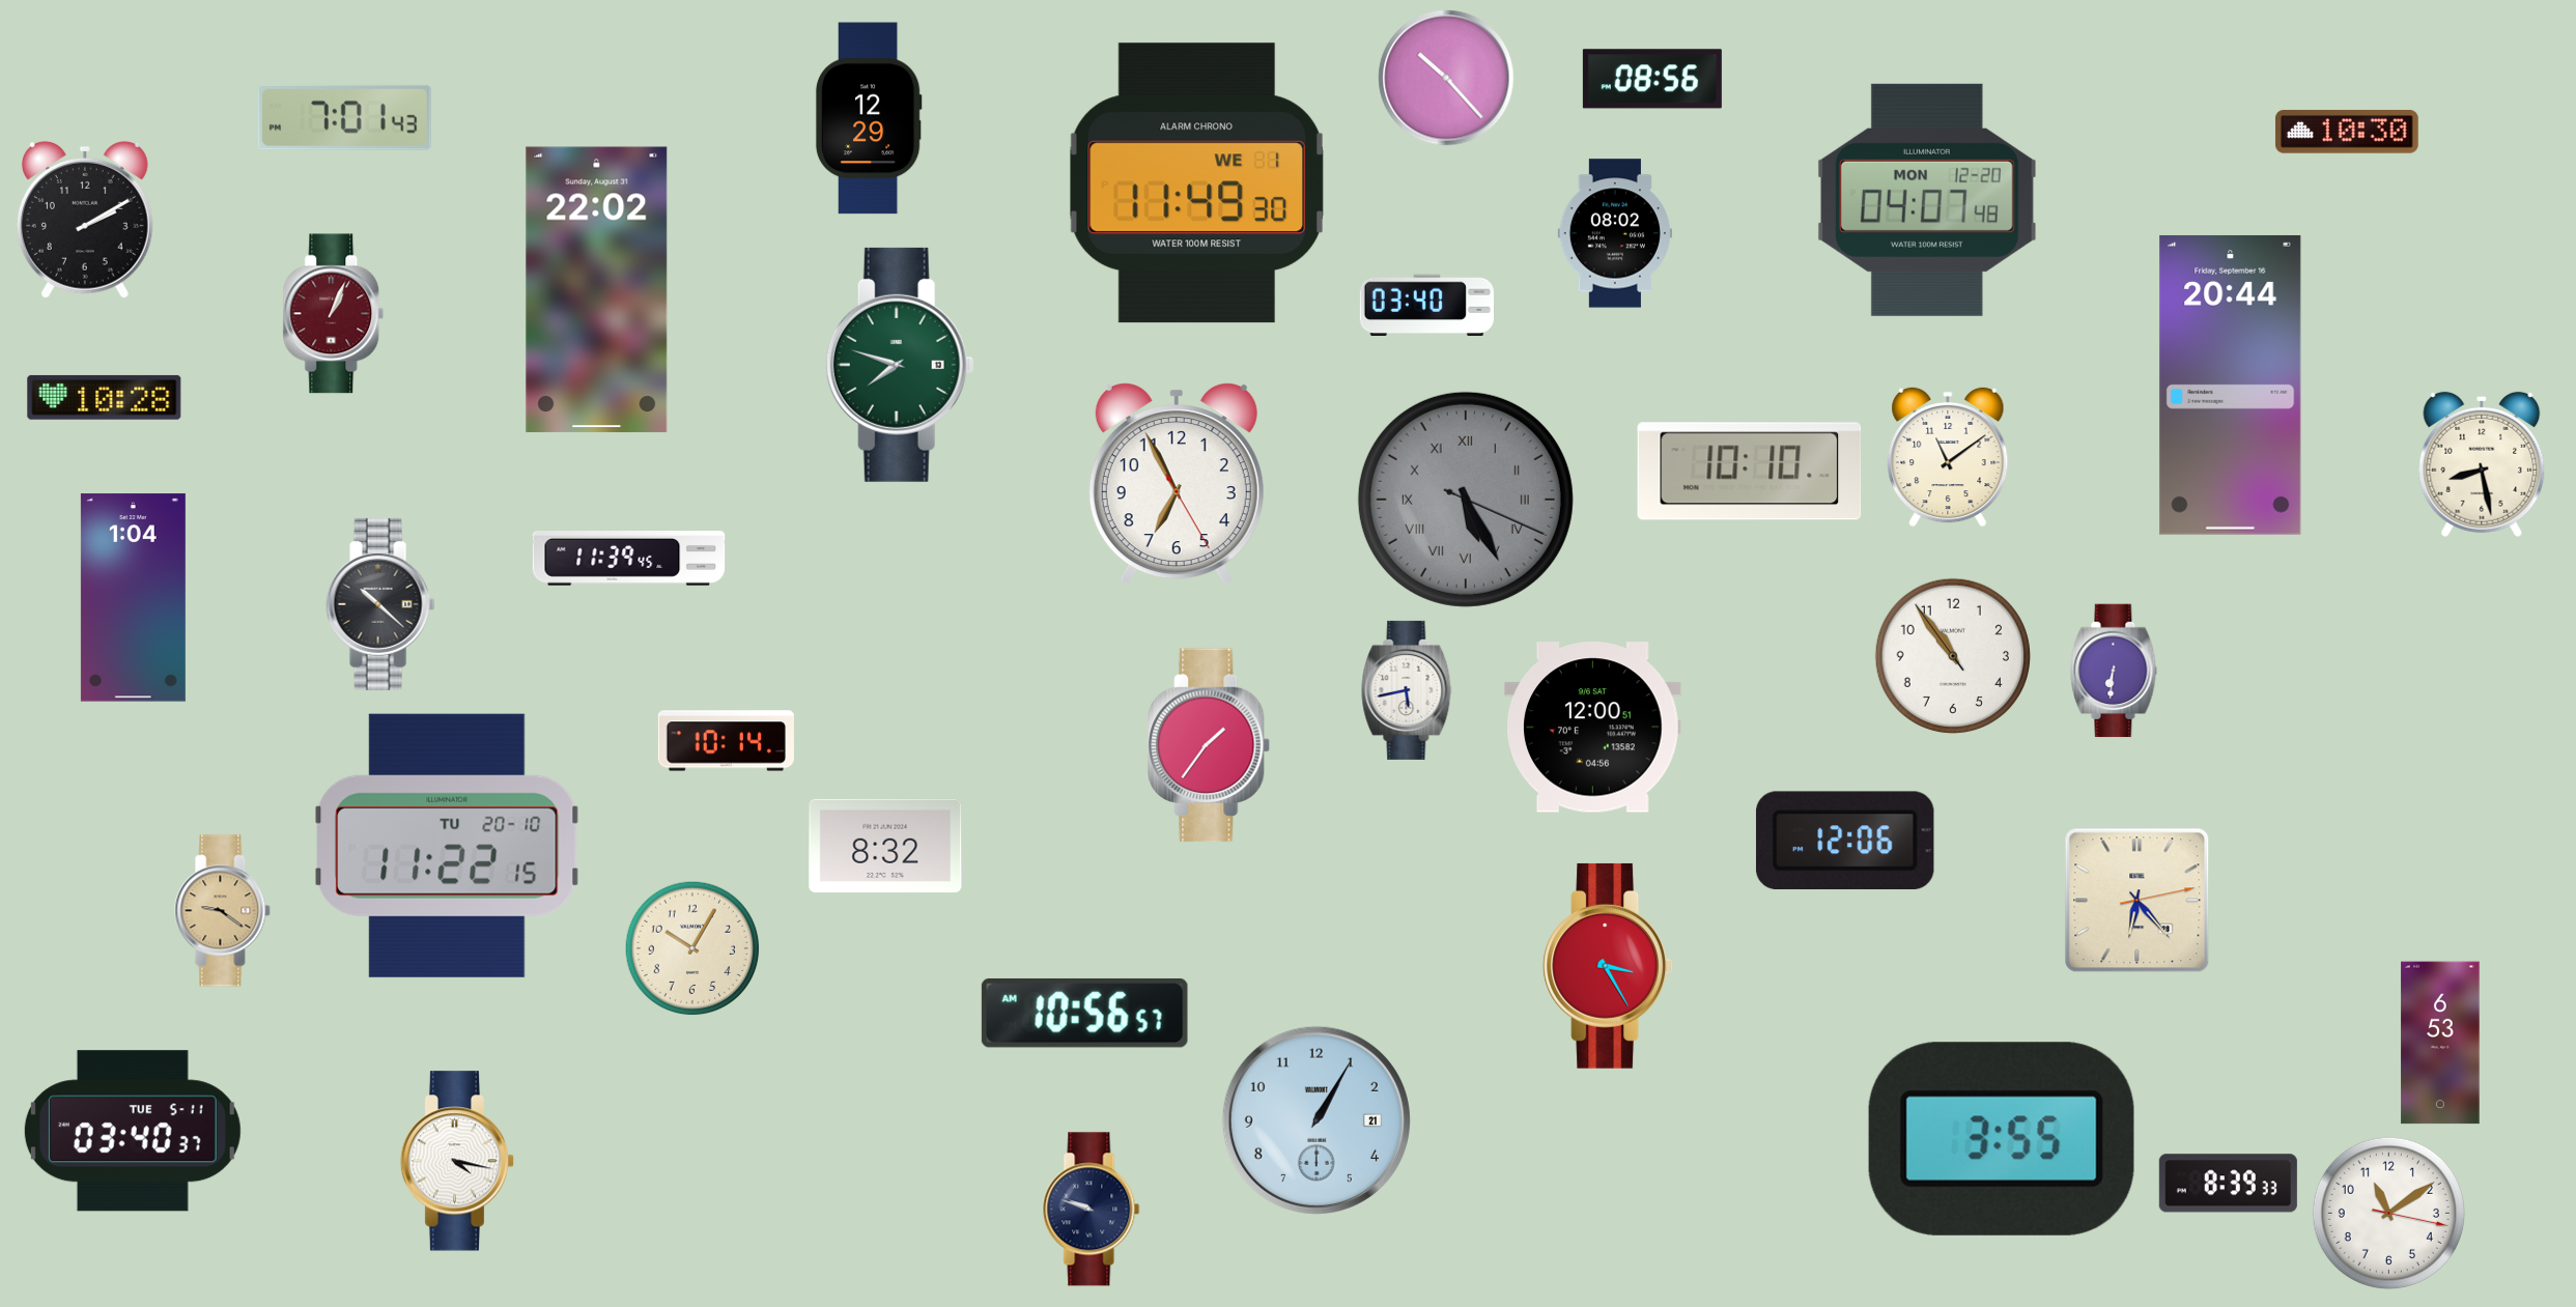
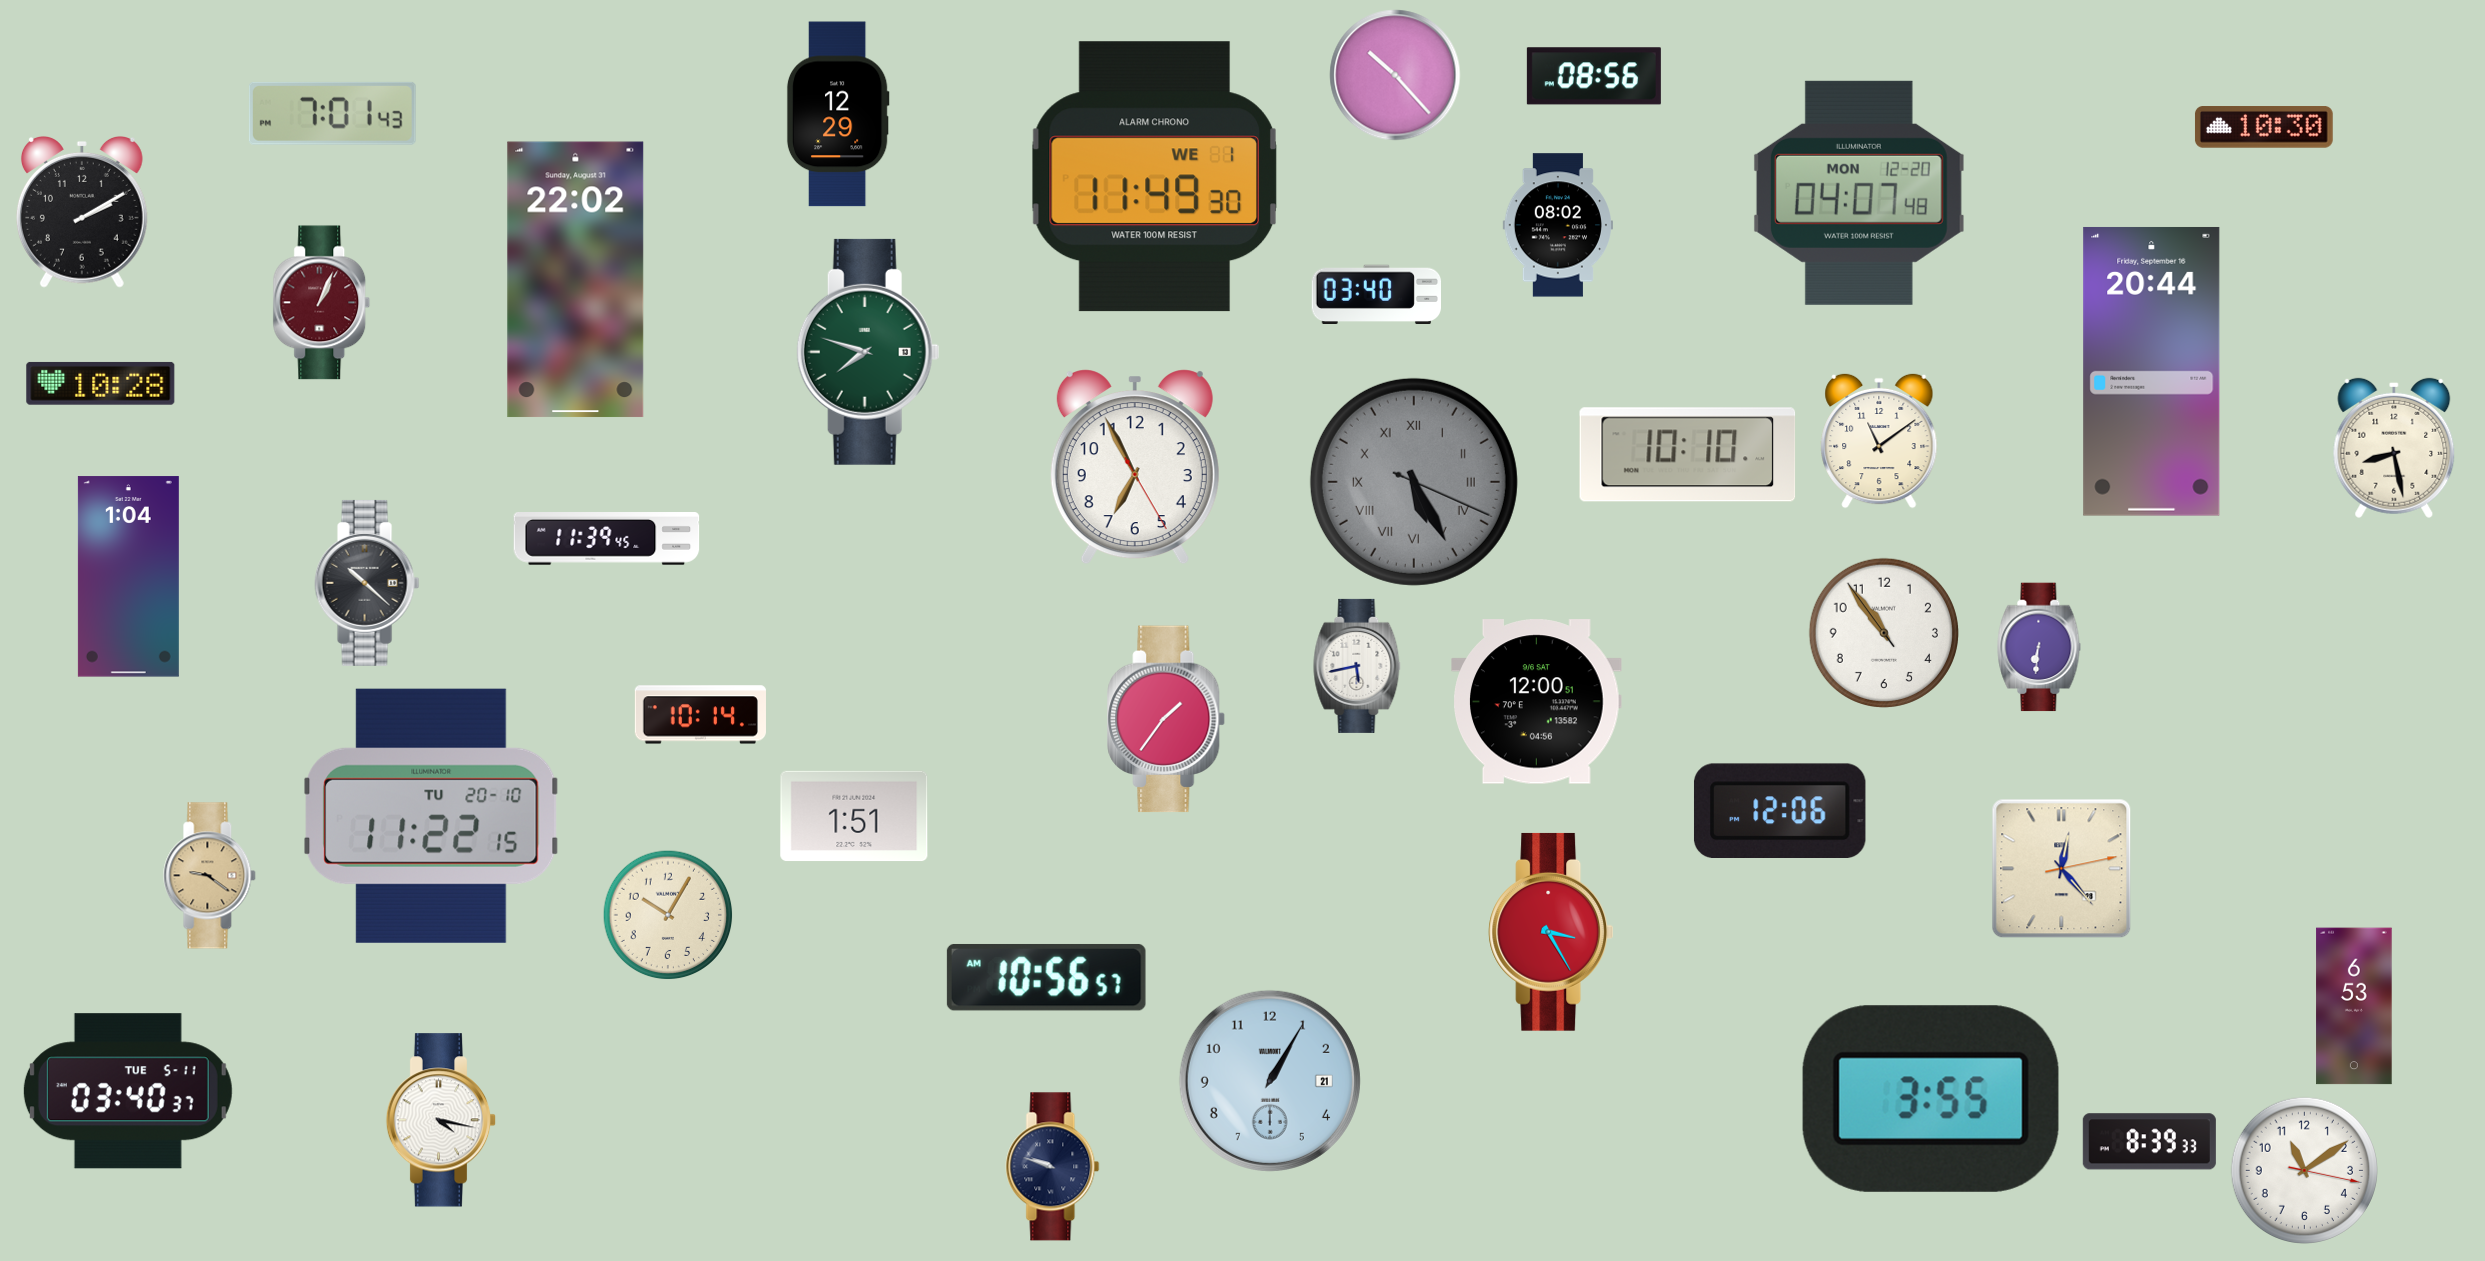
clock at (885, 846): 8:32 -> 1:51
clock at (2138, 901): 6:23 -> 12:23
clock at (223, 911) position: (223, 911) -> (210, 876)
